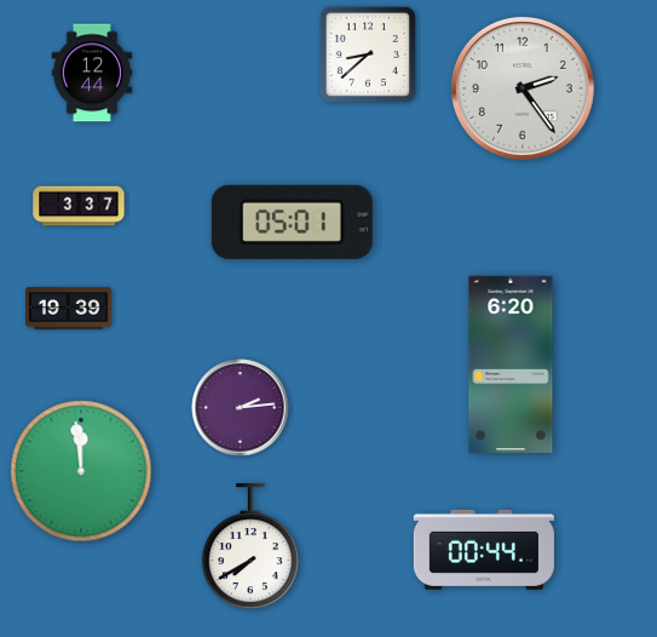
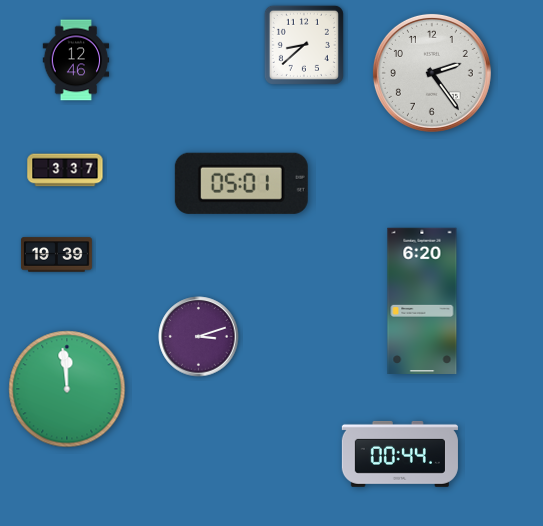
clock at (92, 73): 12:44 -> 12:46
clock at (241, 408): 2:14 -> 3:12
clock at (250, 547): 7:40 -> none
